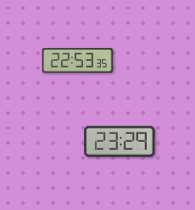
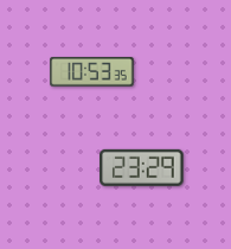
clock at (78, 61): 22:53 -> 10:53
